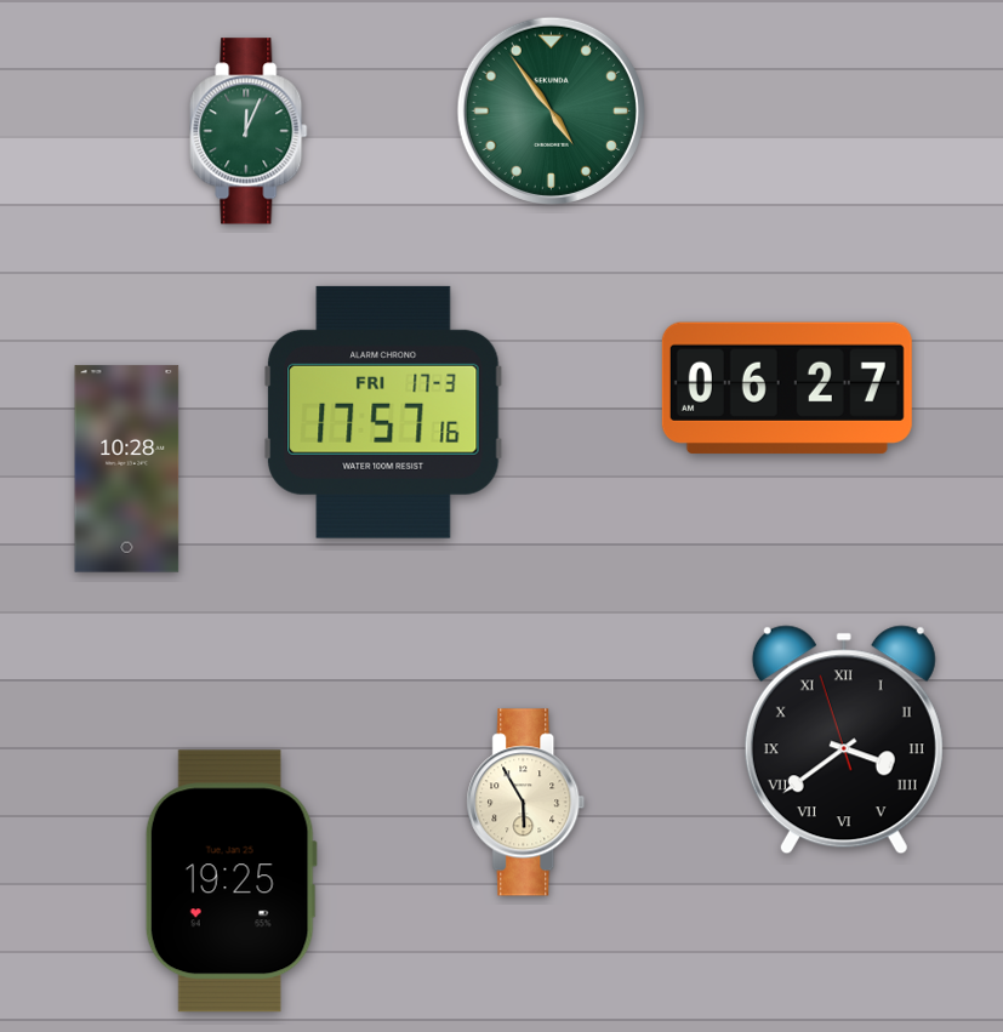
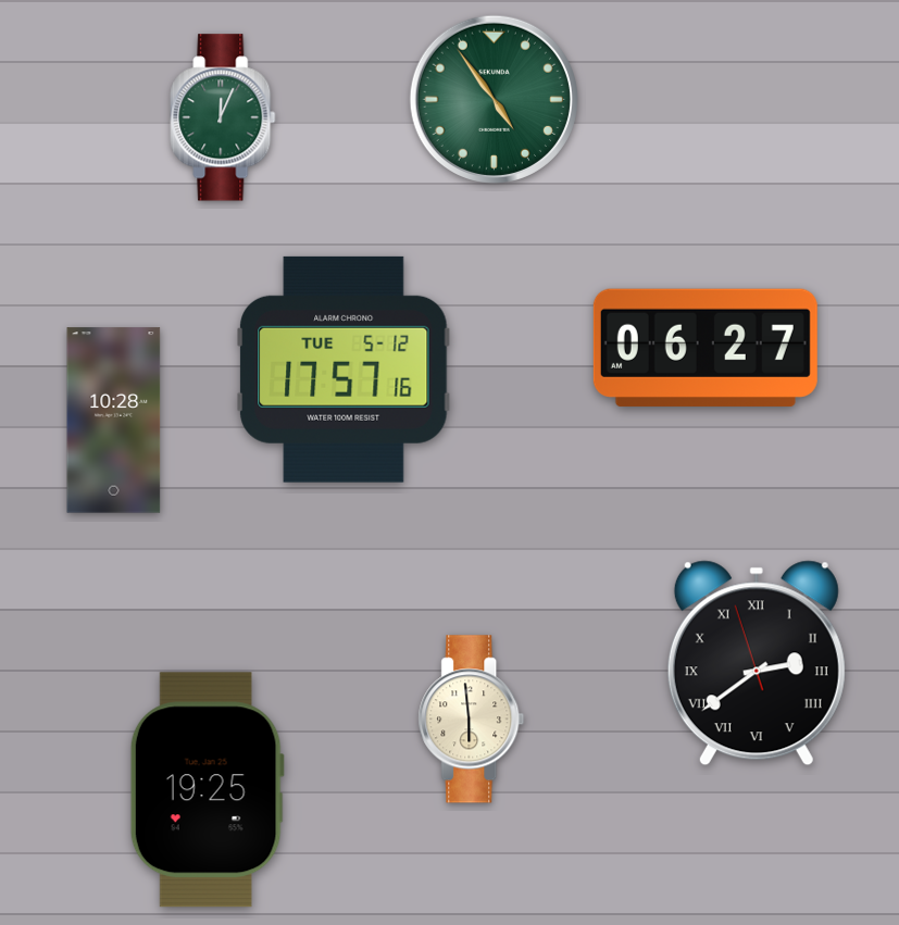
clock at (383, 412) date: FRI 17-3 -> TUE 5-12
clock at (844, 740): 3:38 -> 2:38
clock at (526, 803): 5:55 -> 5:59
